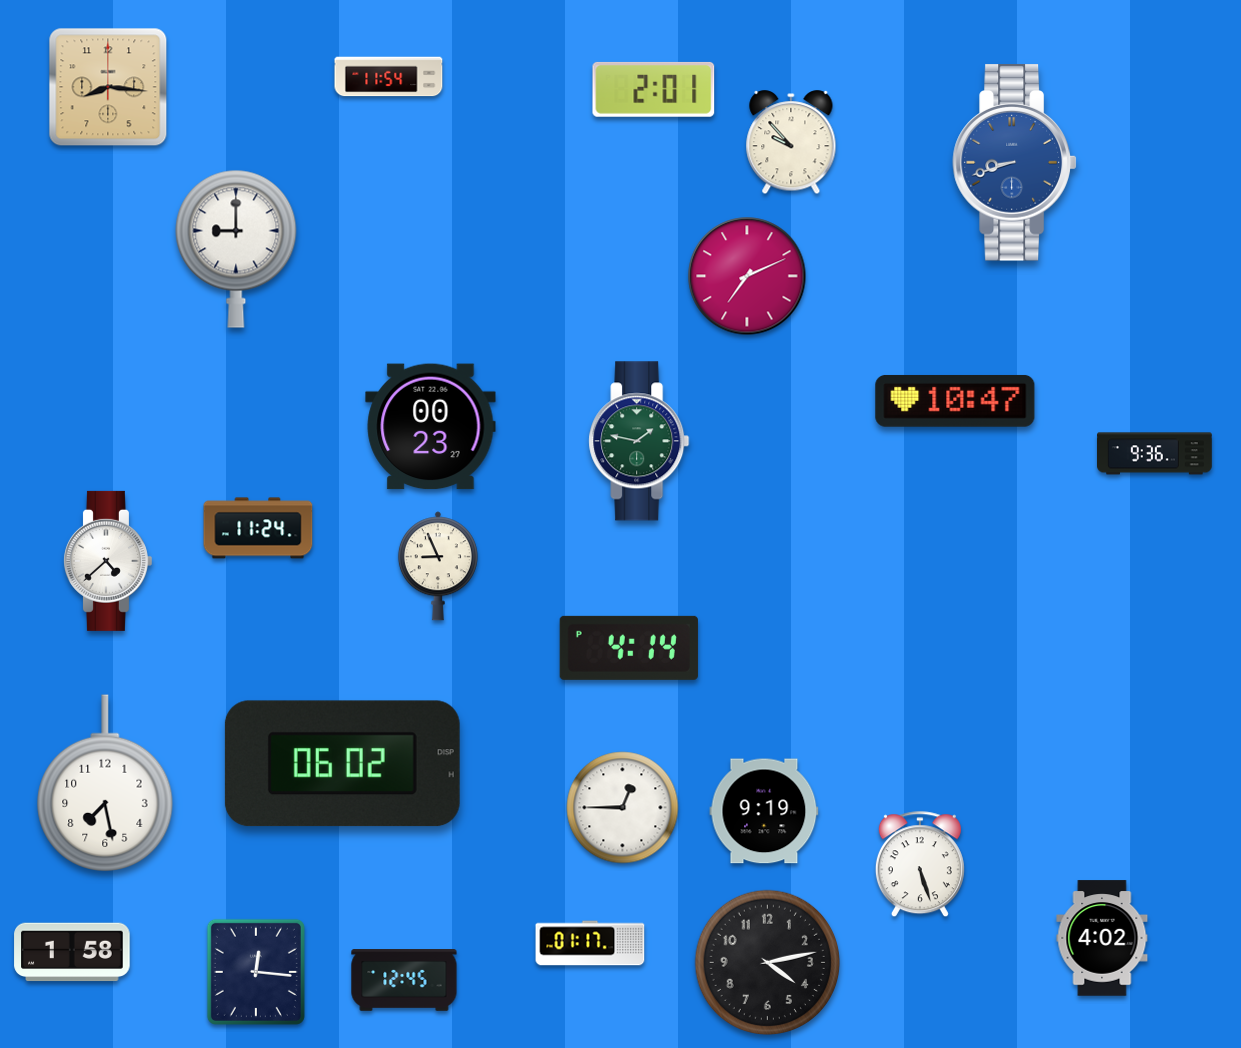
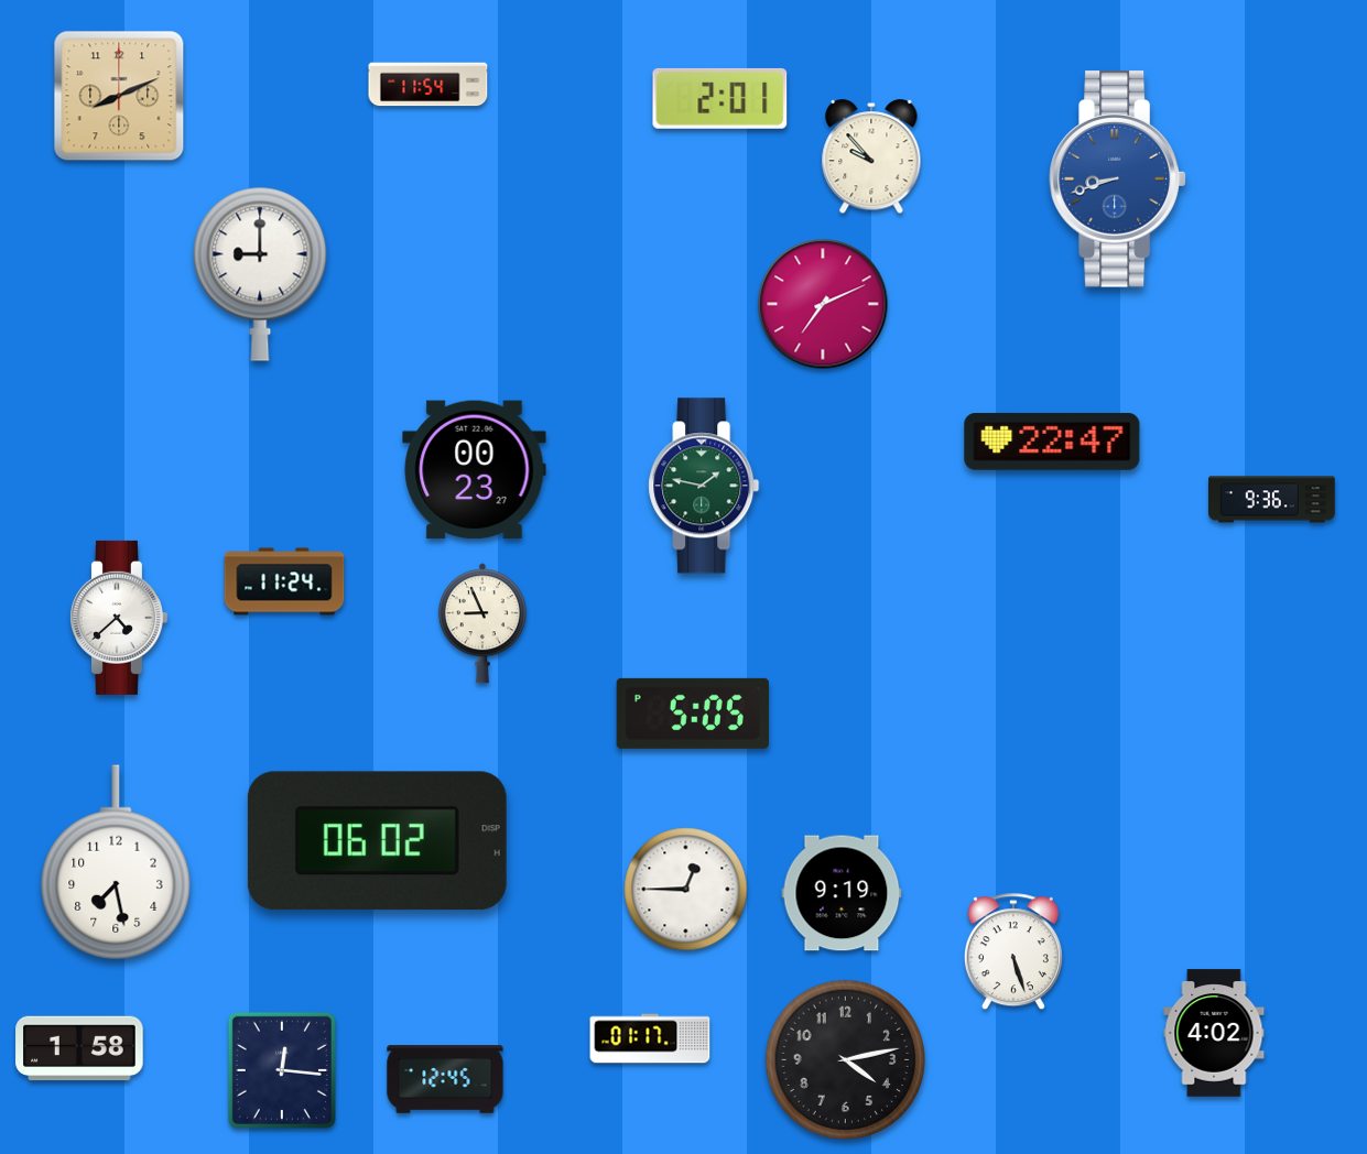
clock at (108, 87): 8:16 -> 8:11
clock at (955, 401): 10:47 -> 22:47
clock at (629, 648): 4:14 -> 5:05
